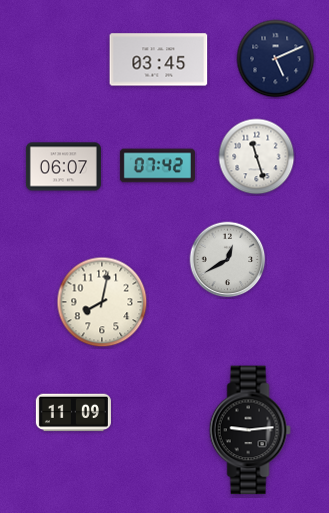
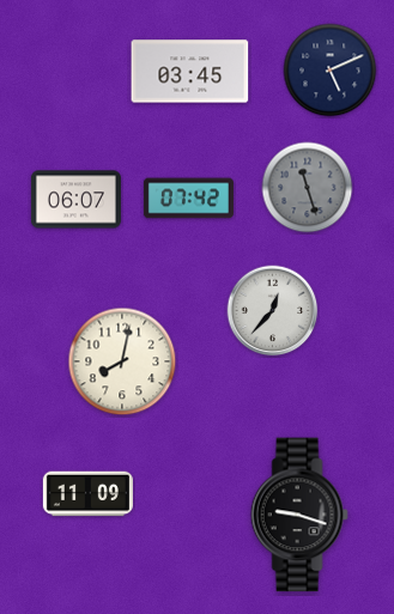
clock at (257, 157) dial: white -> grey
clock at (228, 260): 12:40 -> 12:37
clock at (250, 430): 9:14 -> 9:18
